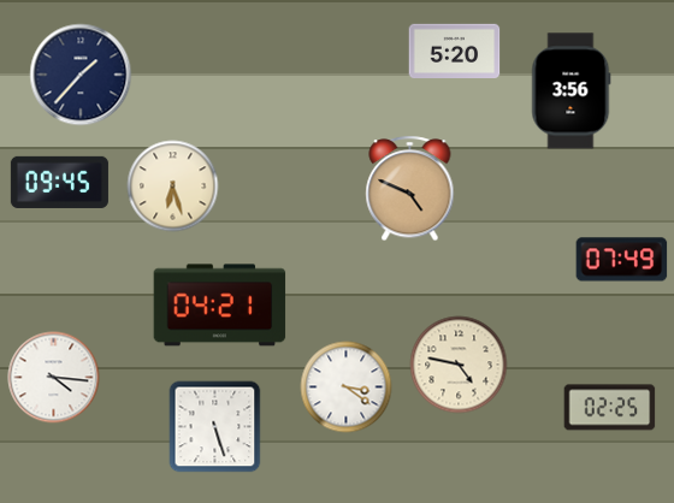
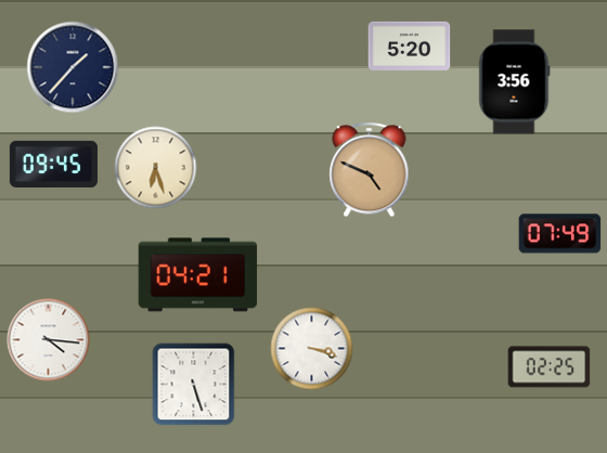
clock at (459, 365): 4:47 -> none
clock at (347, 387): 3:21 -> 3:18
